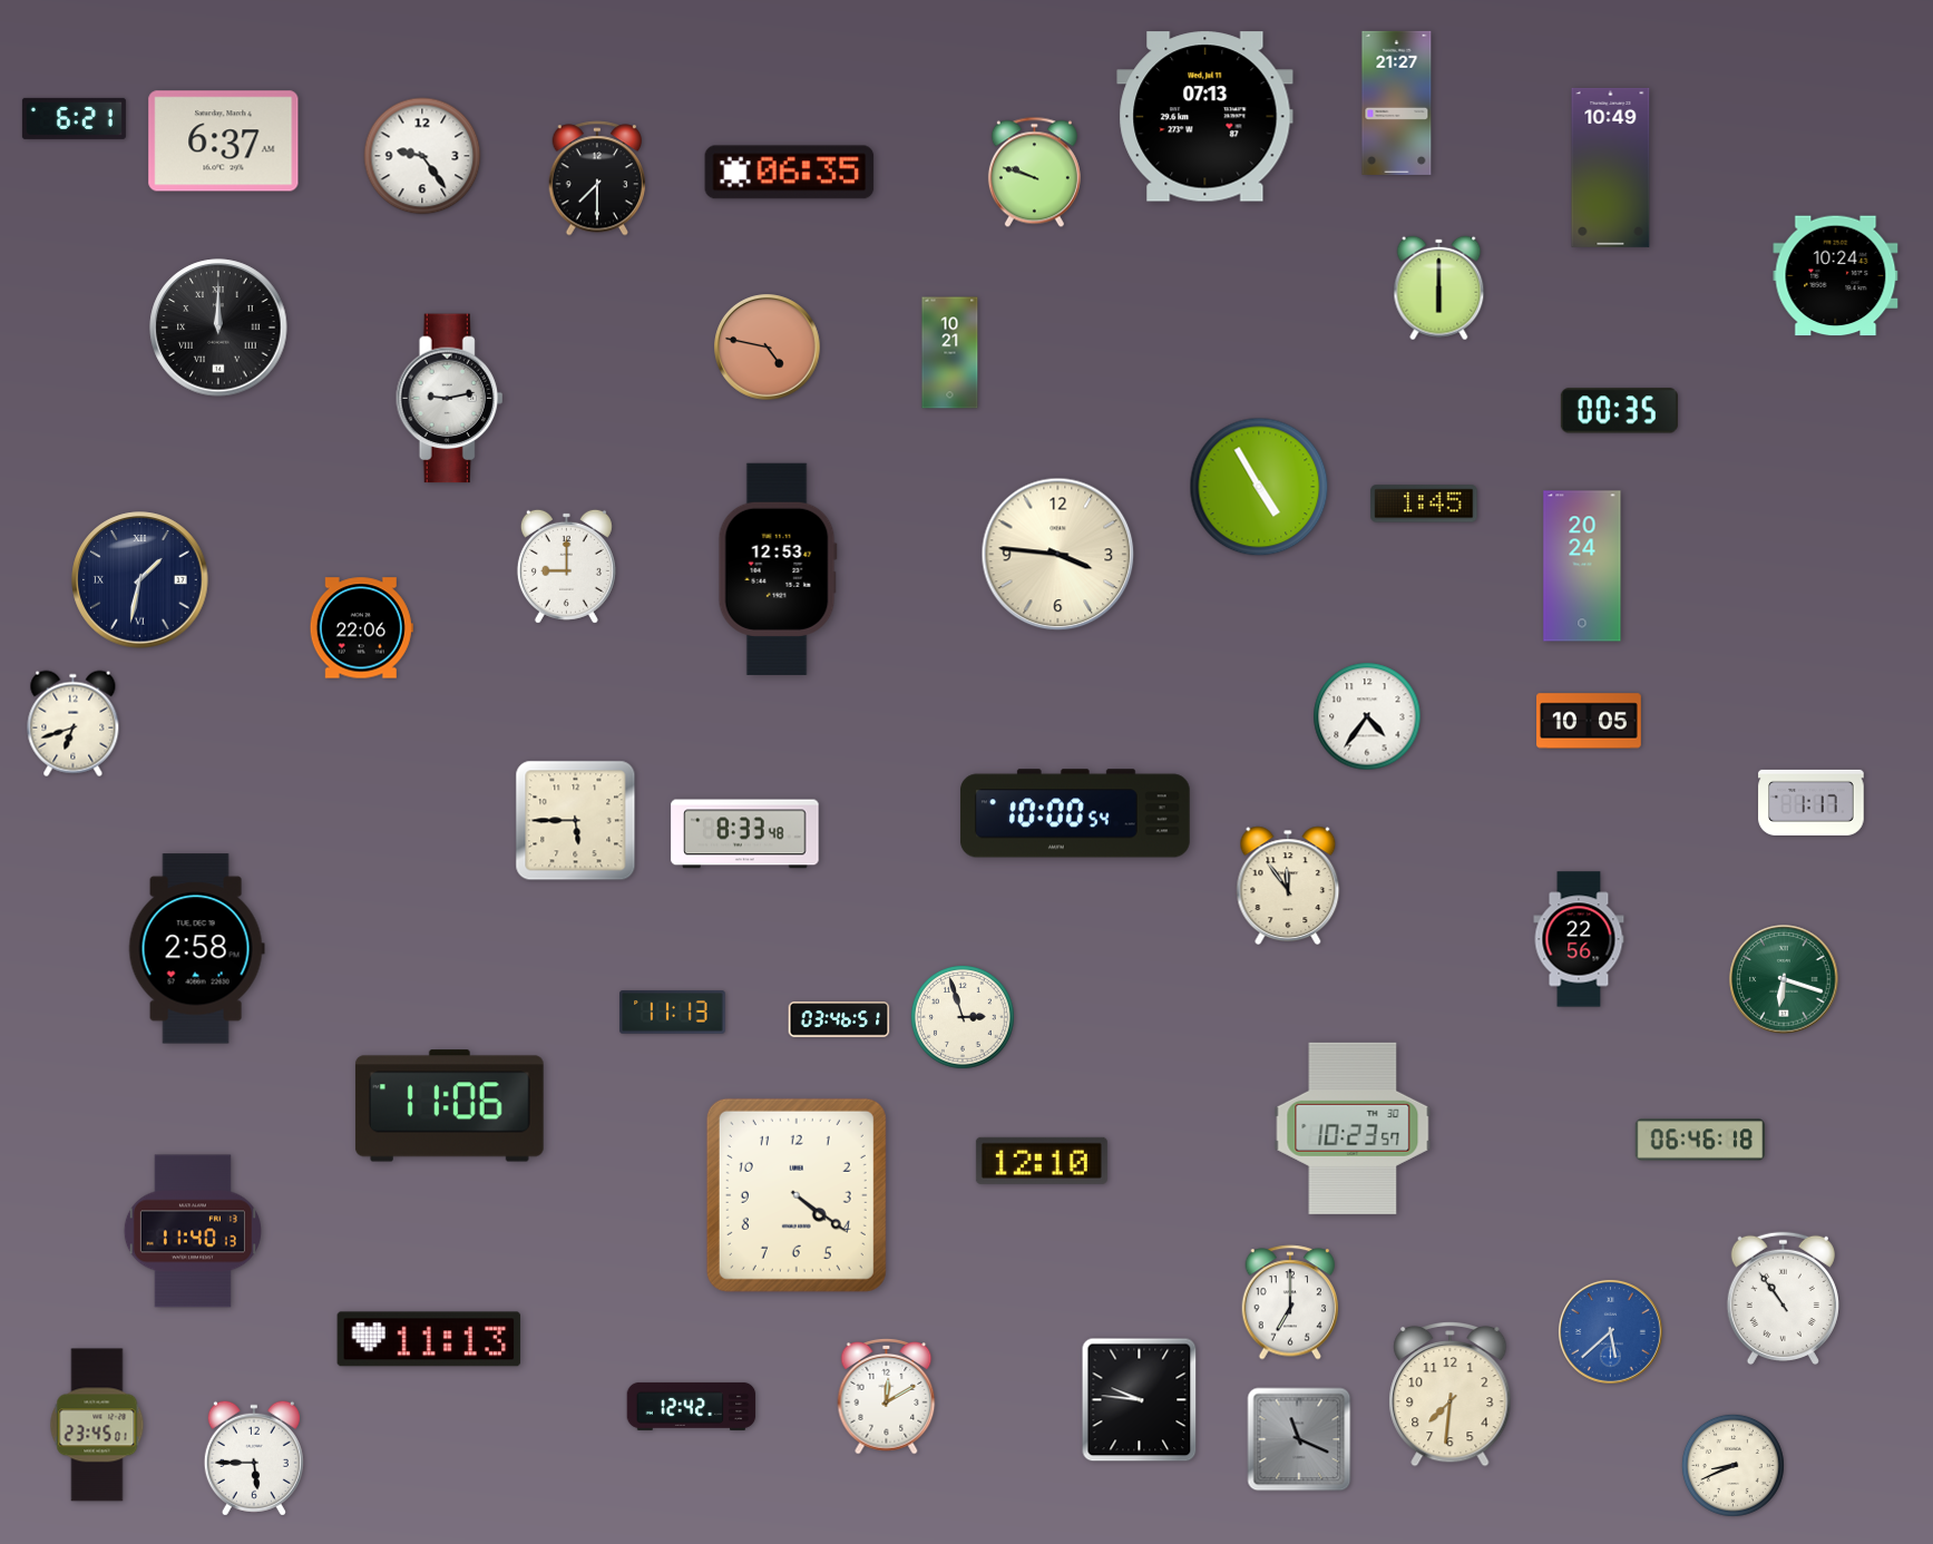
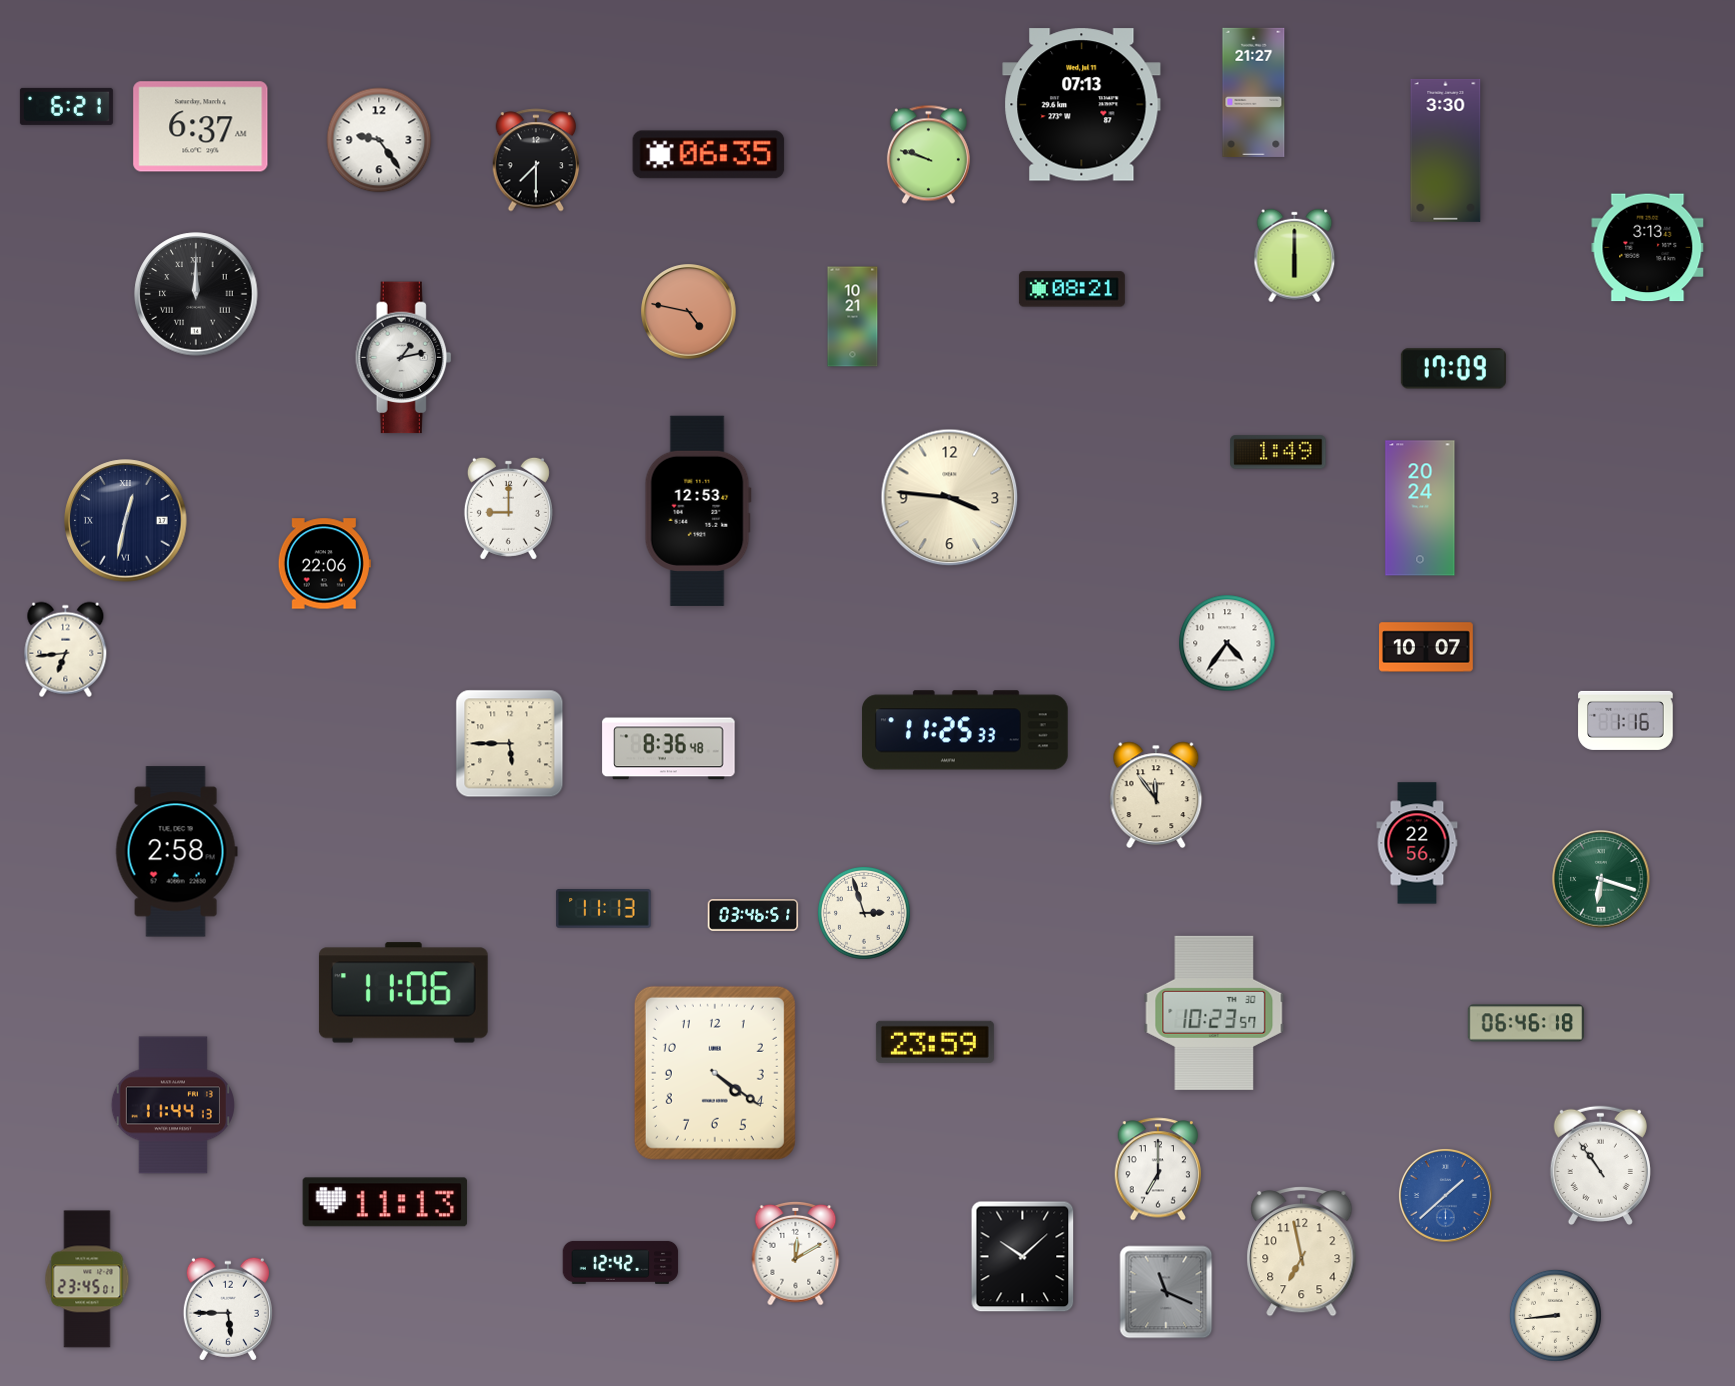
clock at (1611, 167): 10:49 -> 3:30
clock at (1836, 276): 10:24 -> 3:13
clock at (1439, 289) position: (1439, 289) -> (1295, 256)
clock at (1072, 289): none -> 08:21
clock at (450, 399): 9:13 -> 1:13
clock at (1619, 411): 00:35 -> 17:09
clock at (1259, 487): 4:55 -> none
clock at (1424, 504): 1:45 -> 1:49
clock at (140, 580): 1:32 -> 12:32
clock at (1590, 721): 10:05 -> 10:07
clock at (74, 724): 6:42 -> 6:44
clock at (1812, 802): 1:17 -> 1:16
clock at (1075, 813): 10:00 -> 11:25
clock at (576, 821) position: (576, 821) -> (510, 744)
clock at (745, 834): 8:33 -> 8:36
clock at (1042, 1161): 12:10 -> 23:59
clock at (193, 1231): 11:40 -> 11:44
clock at (1610, 1331): 5:38 -> 1:38
clock at (1451, 1394): 7:31 -> 6:58
clock at (1140, 1400): 9:46 -> 10:08
clock at (1732, 1465): 8:41 -> 8:44
